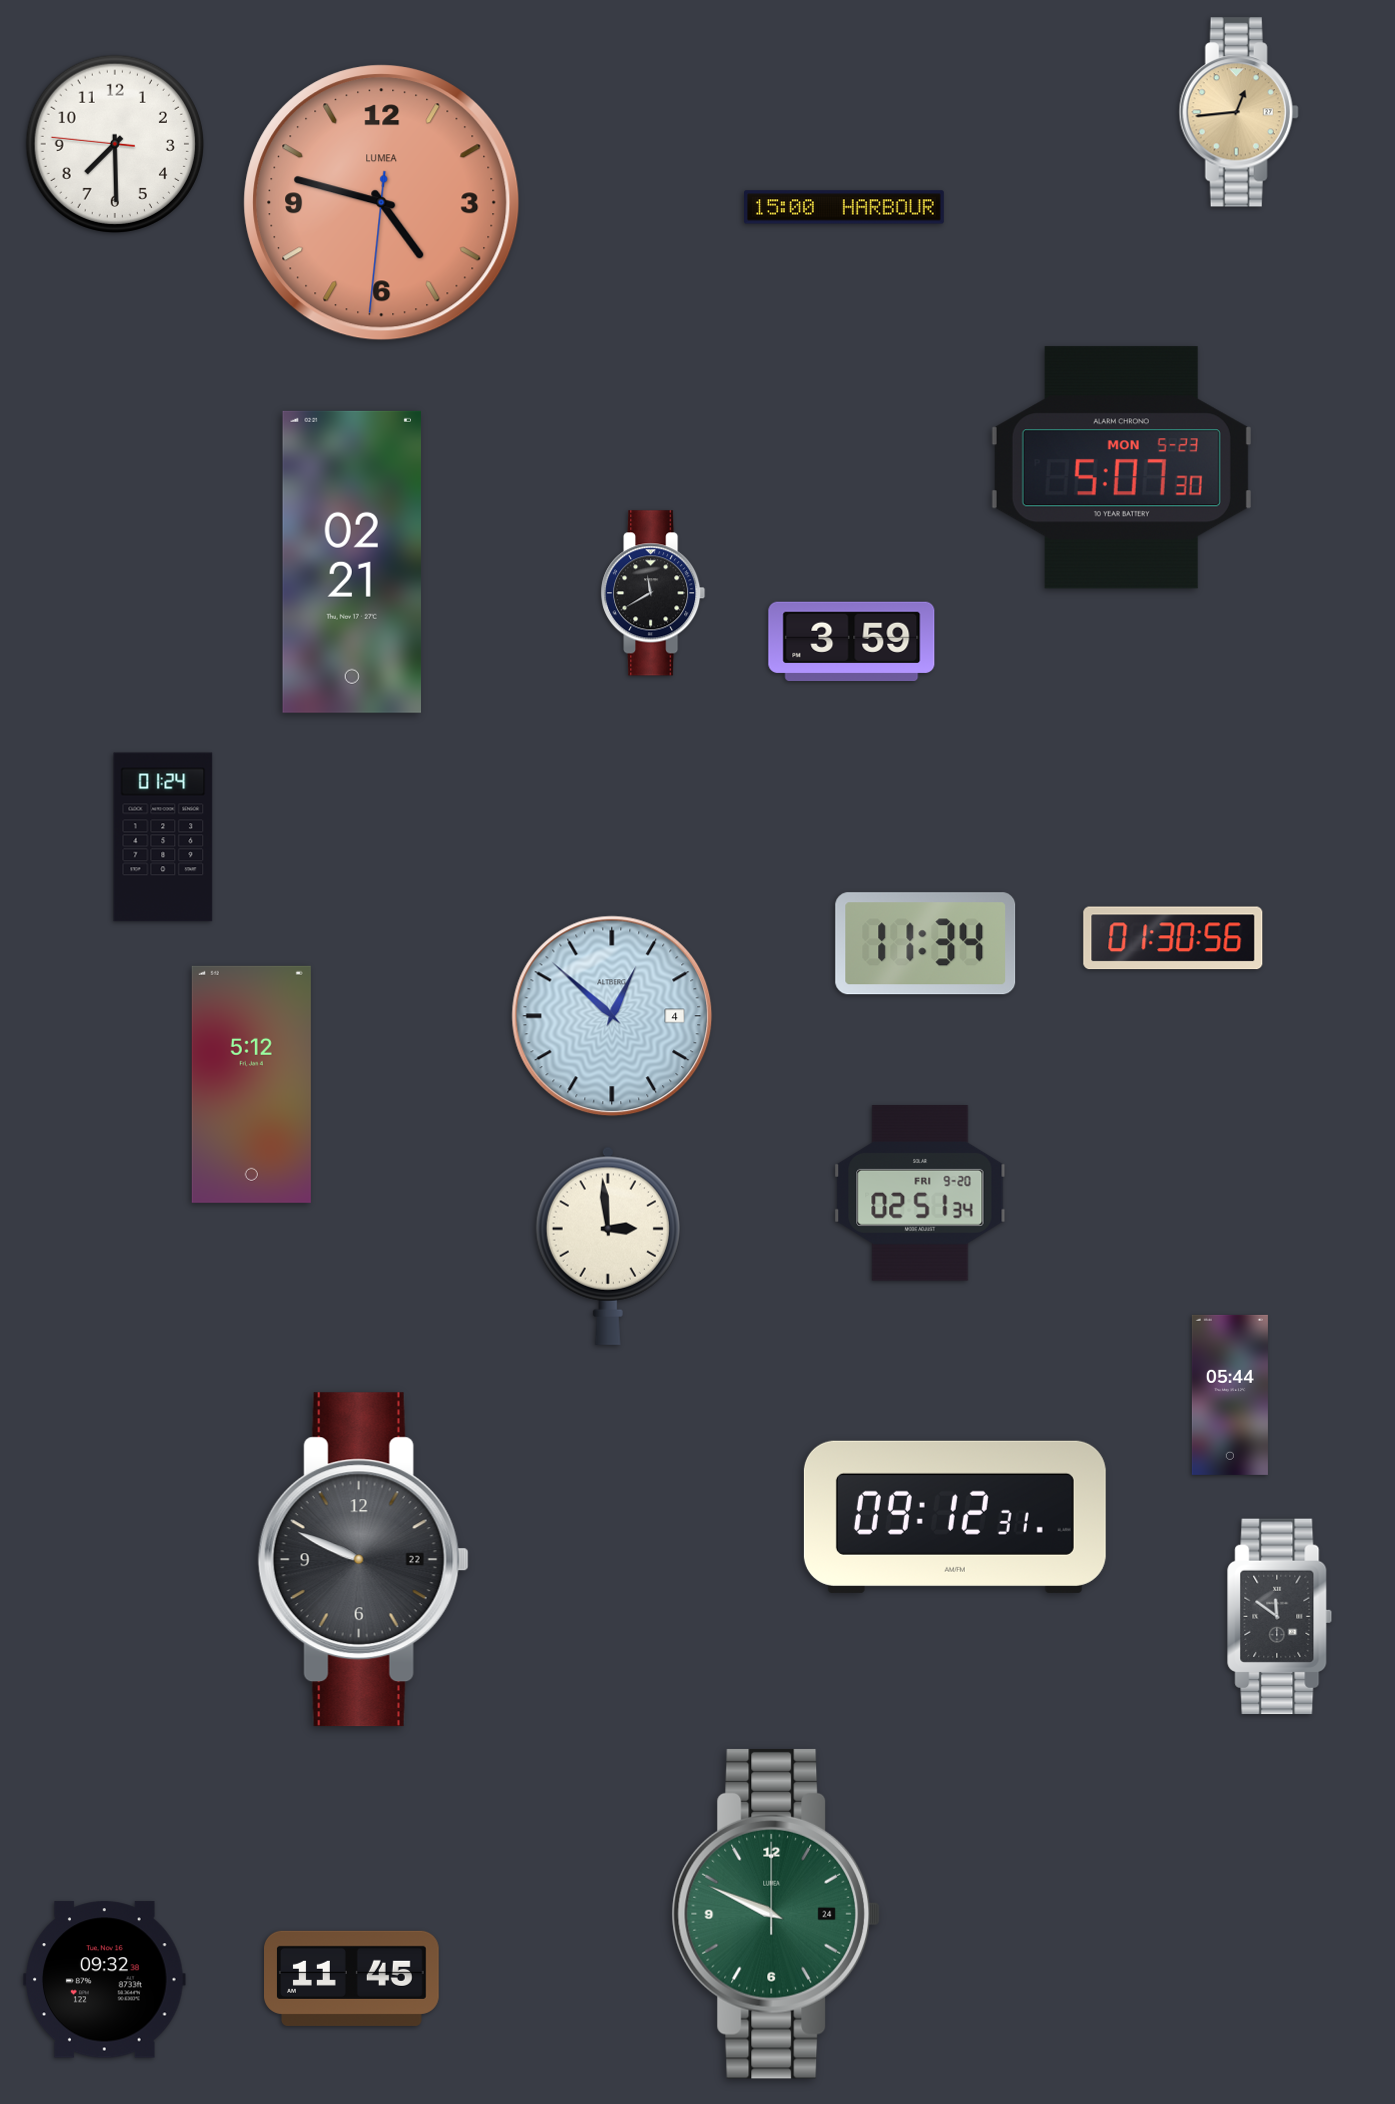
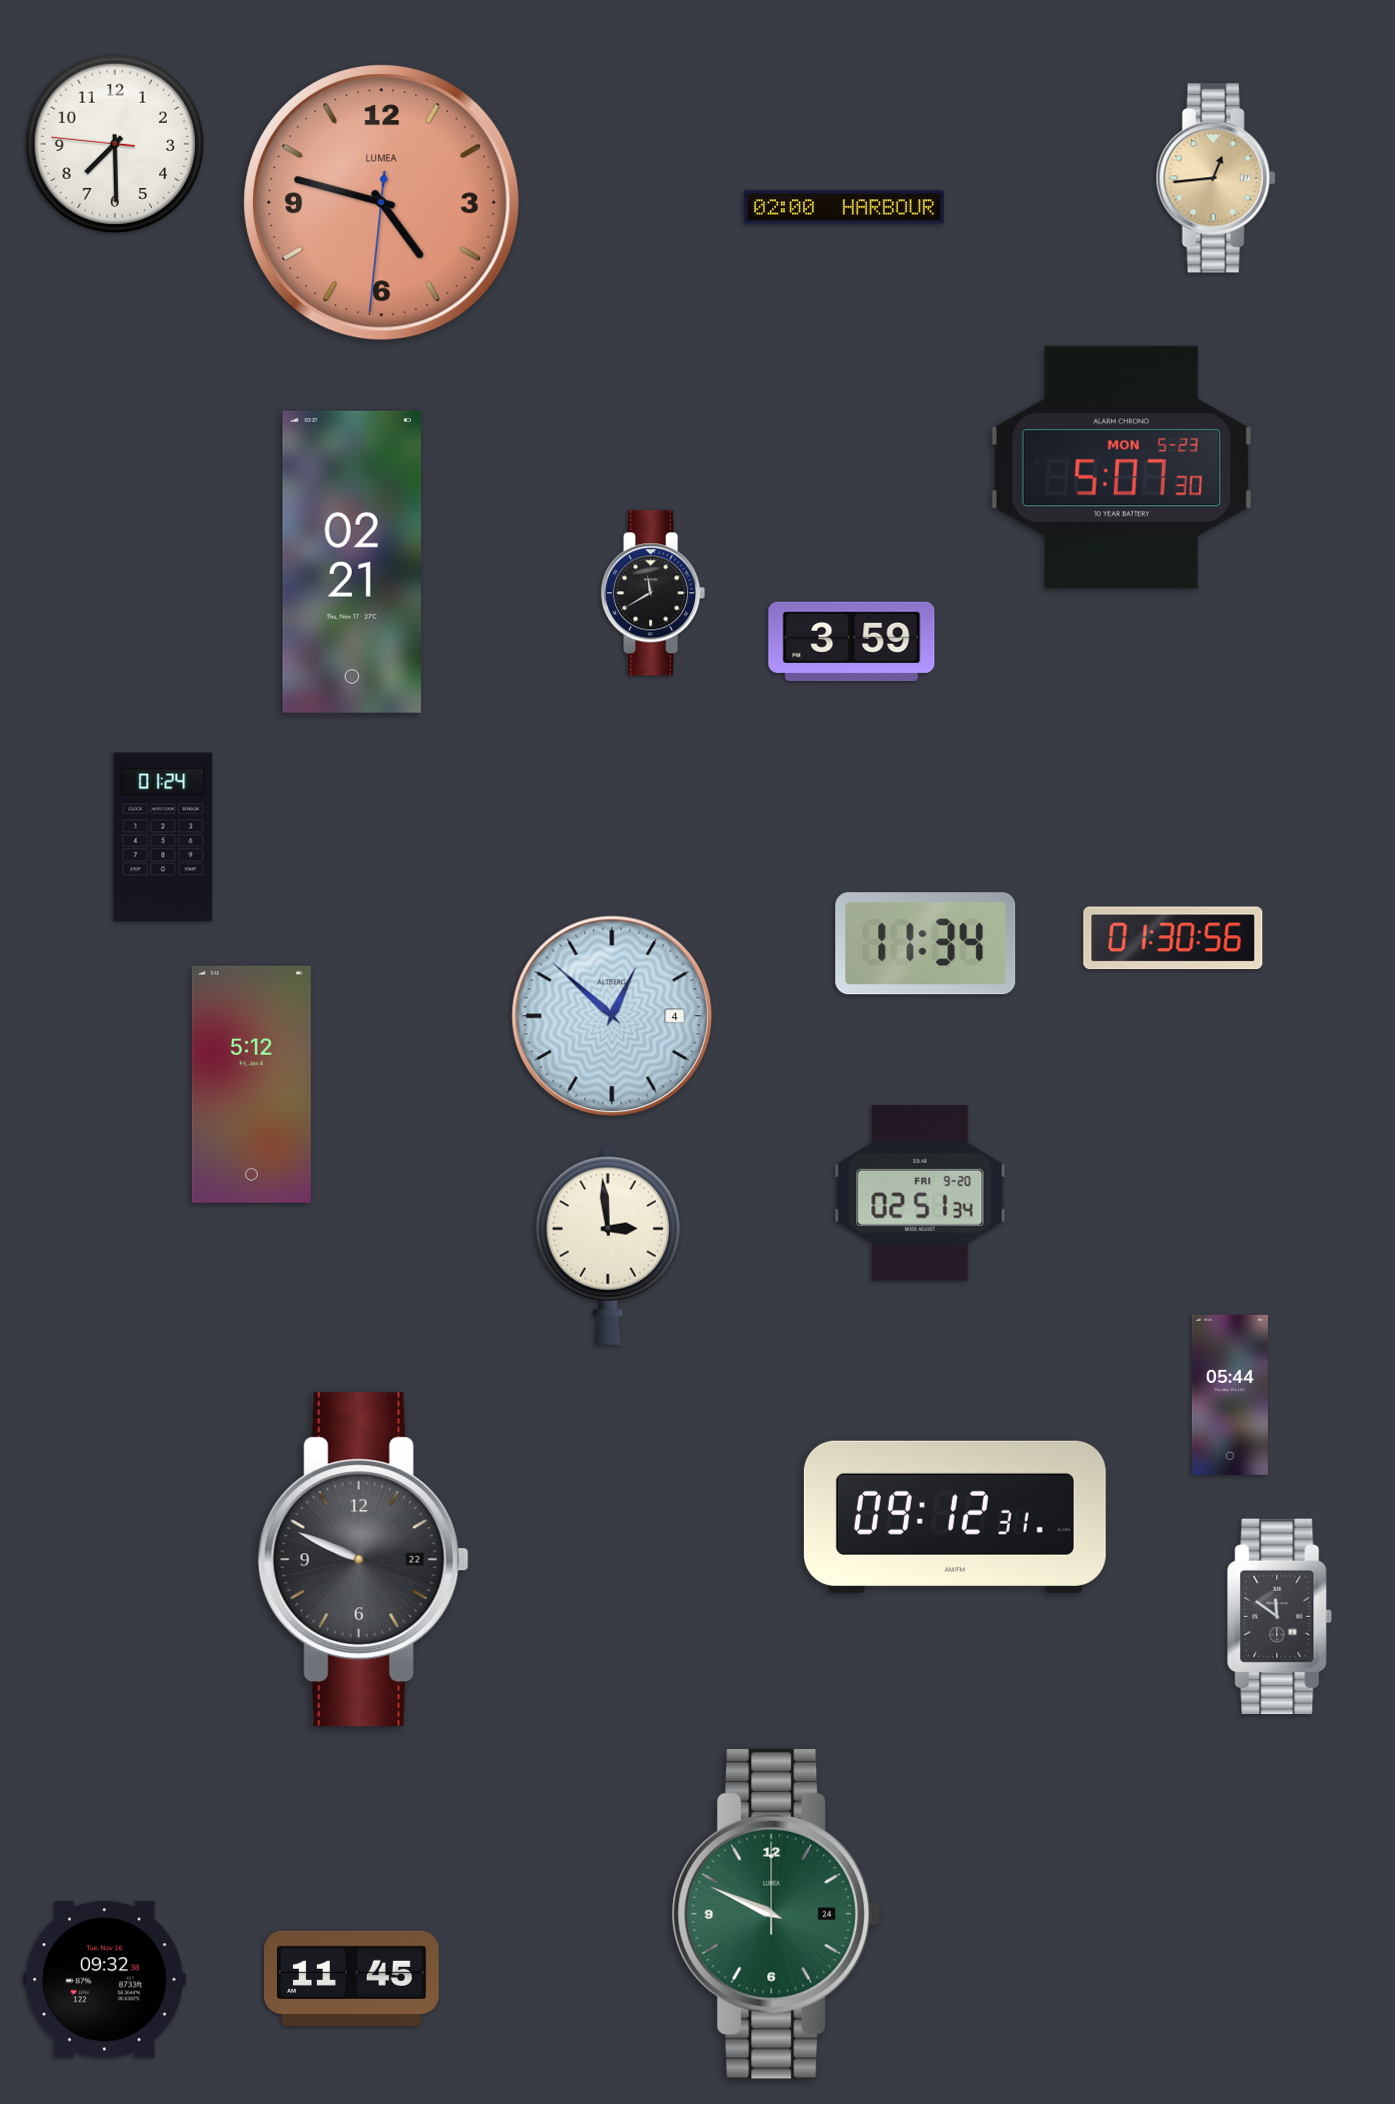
clock at (1239, 112) position: (1239, 112) -> (1216, 178)
clock at (845, 207): 15:00 -> 02:00
